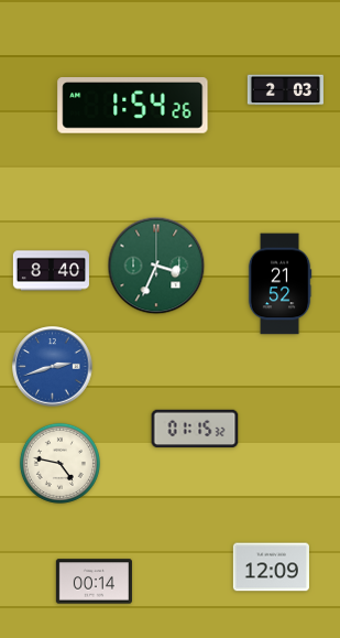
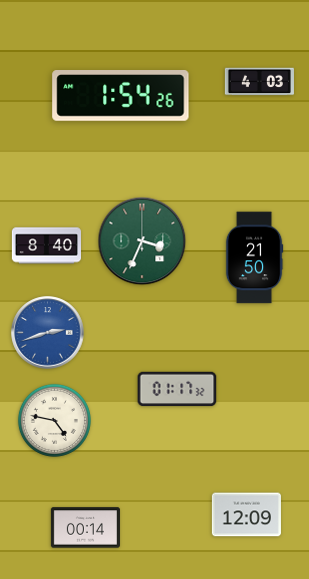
clock at (285, 90): 2:03 -> 4:03
clock at (279, 284): 21:52 -> 21:50
clock at (195, 429): 01:15 -> 01:17
